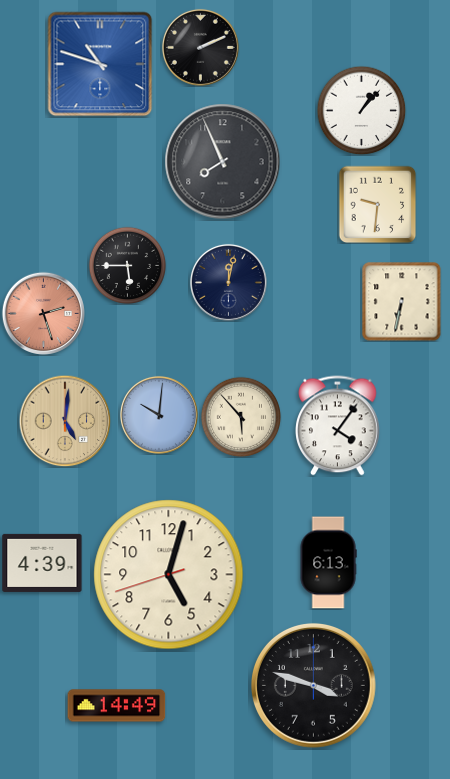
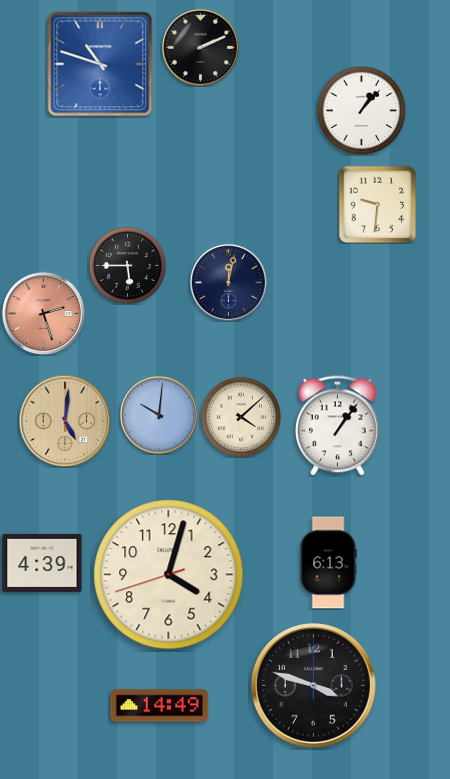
clock at (223, 162): 7:56 -> none
clock at (402, 302): 6:32 -> none
clock at (241, 417): 5:53 -> 4:08
clock at (338, 426): 4:06 -> 1:06
clock at (169, 575): 5:02 -> 4:02
clock at (117, 706) position: (117, 706) -> (160, 706)
